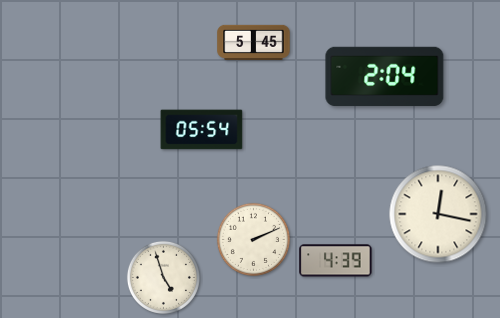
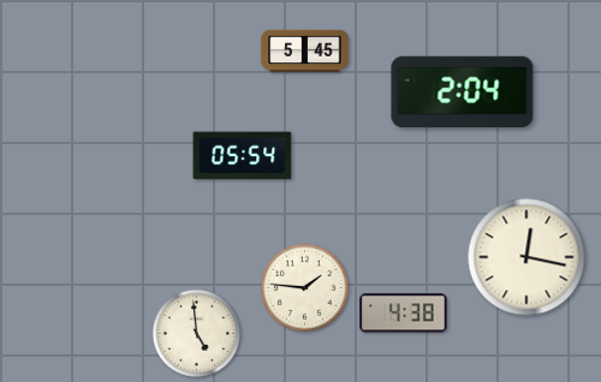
clock at (253, 239): 2:11 -> 1:46
clock at (336, 261): 4:39 -> 4:38
clock at (163, 277): 4:57 -> 4:59
